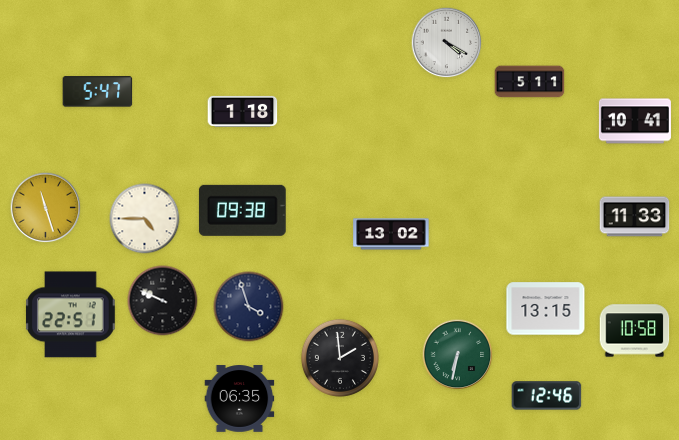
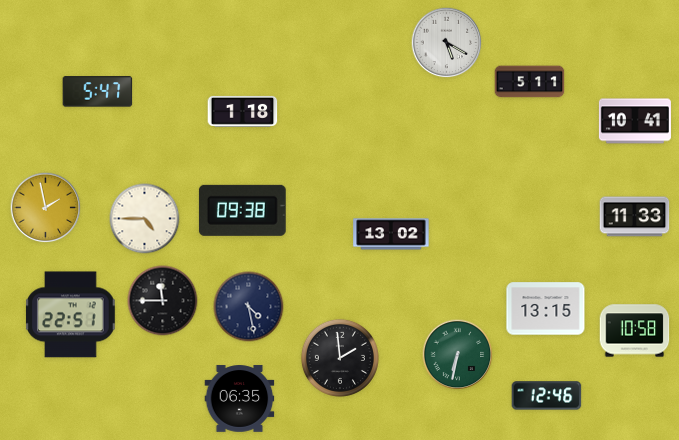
clock at (447, 43): 4:20 -> 5:20
clock at (46, 208): 11:27 -> 1:58
clock at (163, 301): 9:49 -> 11:45
clock at (249, 307): 3:57 -> 4:28
